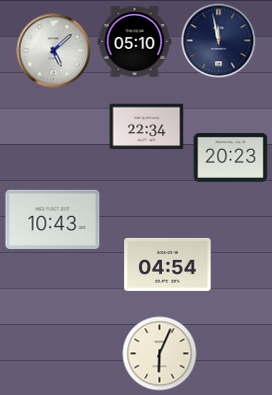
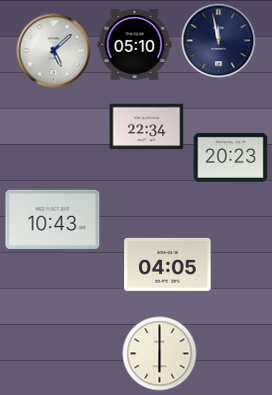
clock at (135, 42) position: (135, 42) -> (135, 45)
clock at (168, 264): 04:54 -> 04:05
clock at (160, 354): 6:04 -> 6:00
